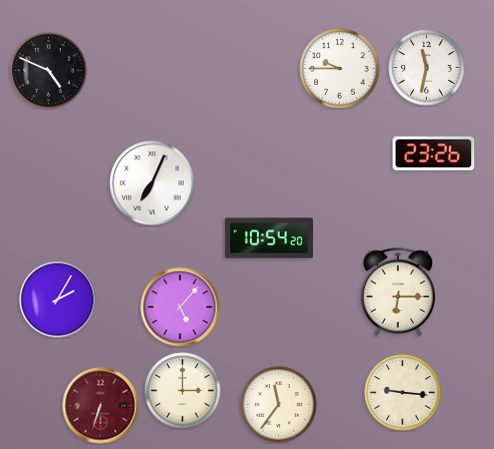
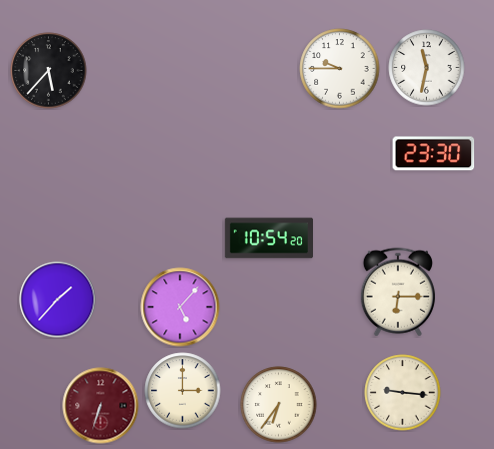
clock at (49, 71): 4:49 -> 5:37
clock at (434, 154): 23:26 -> 23:30
clock at (152, 183): 7:04 -> none
clock at (58, 300): 2:05 -> 1:37
clock at (279, 405): 11:36 -> 6:36
